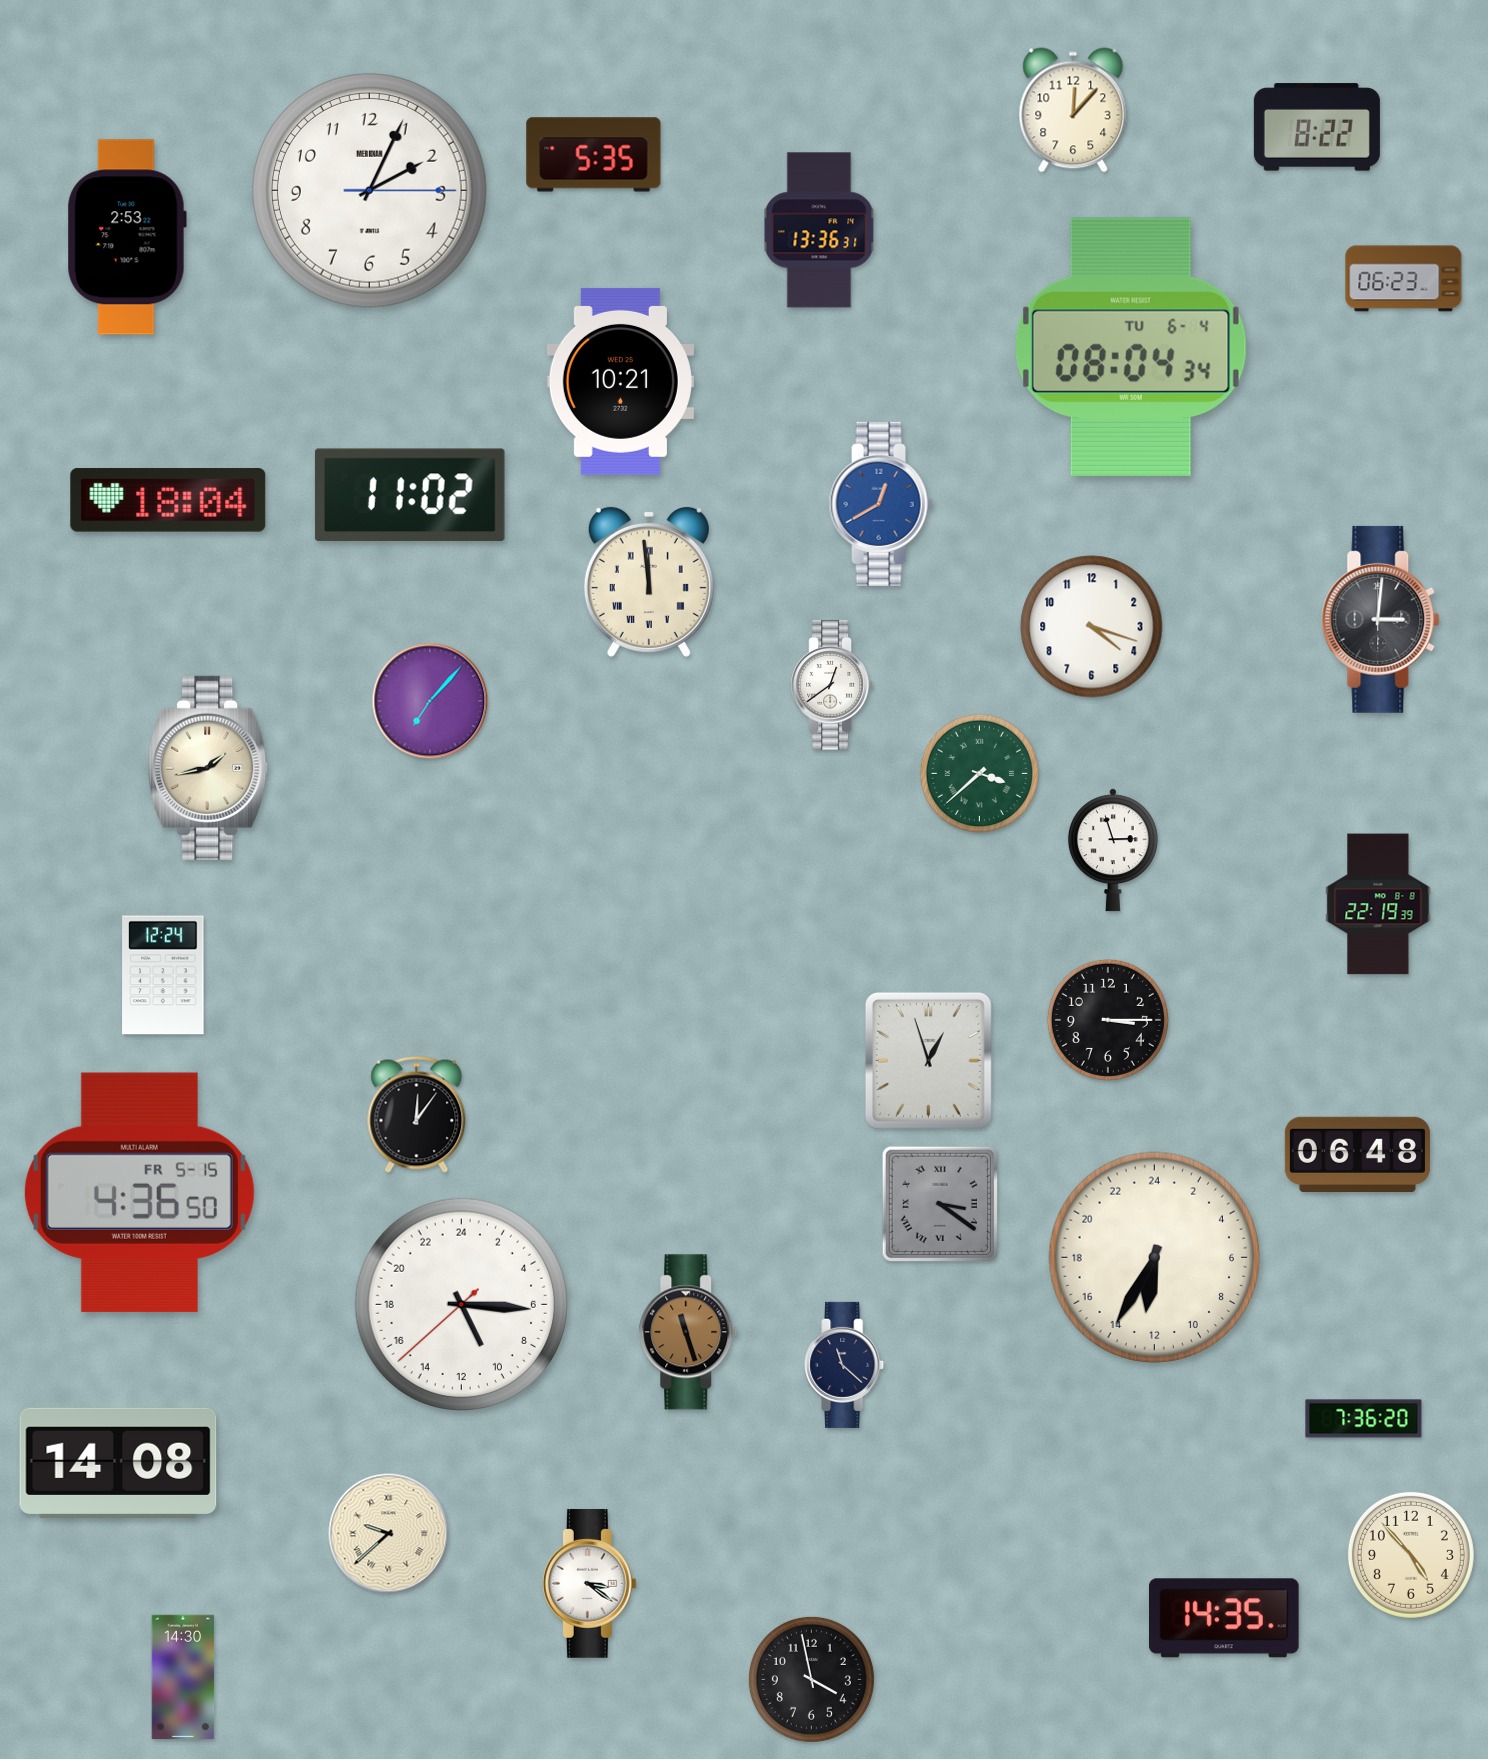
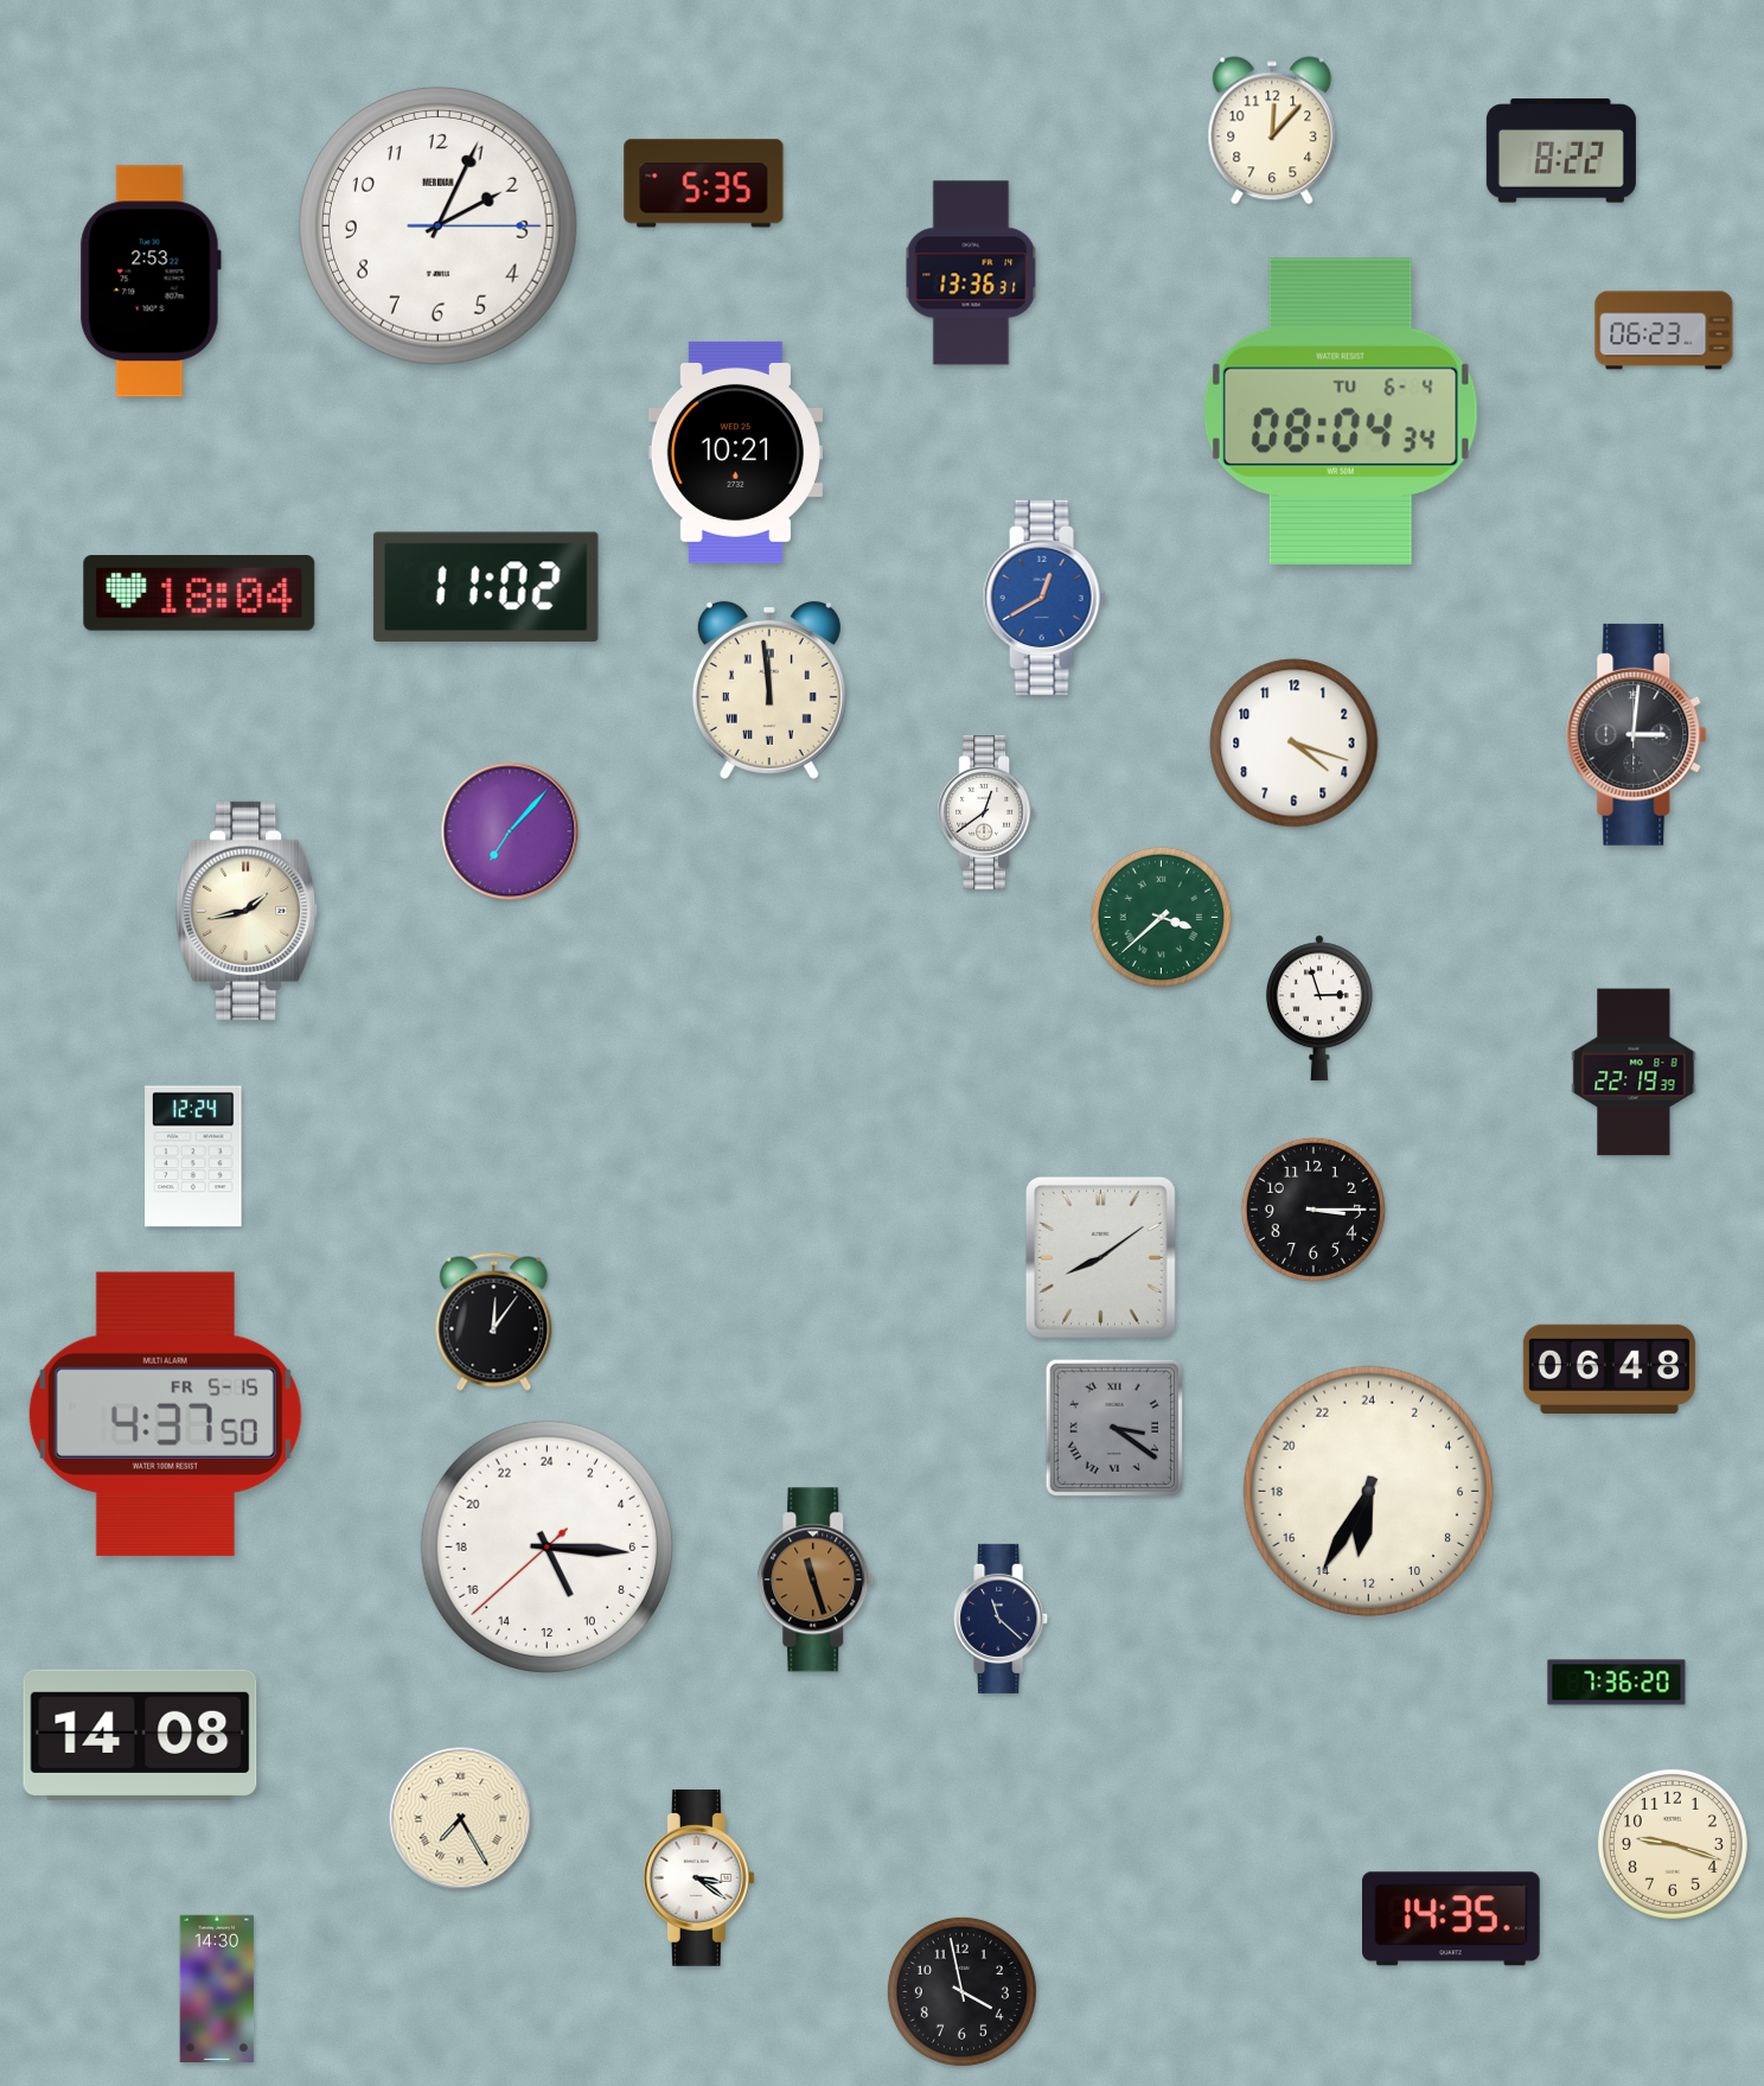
clock at (928, 1060): 12:57 -> 8:09
clock at (139, 1192): 4:36 -> 4:37
clock at (389, 1534): 9:38 -> 7:25
clock at (1411, 1555): 4:53 -> 9:18
